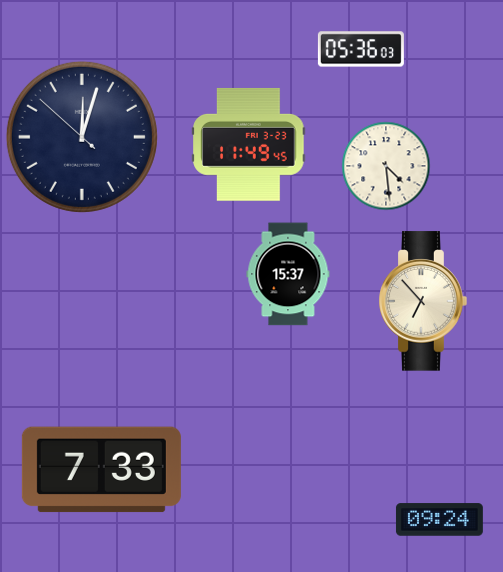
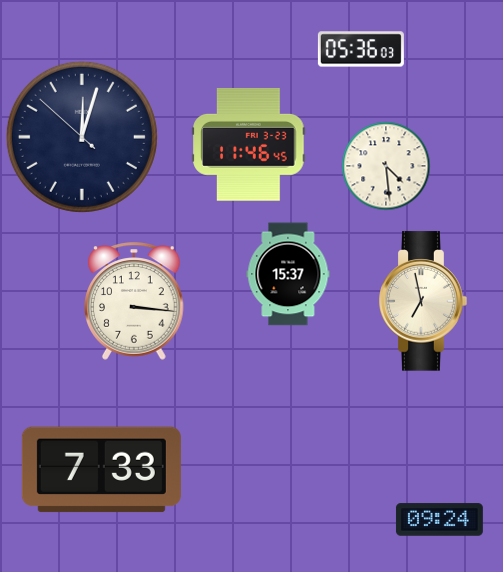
clock at (249, 145): 11:49 -> 11:46
clock at (135, 301): none -> 3:16
clock at (423, 301): 6:53 -> 6:58
